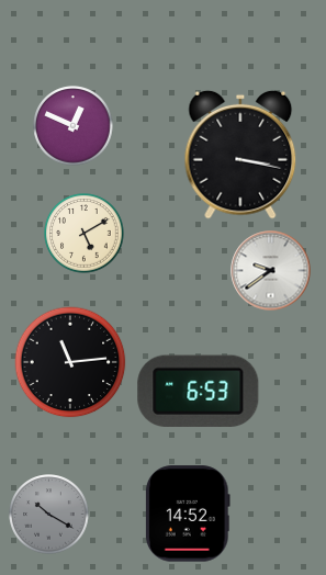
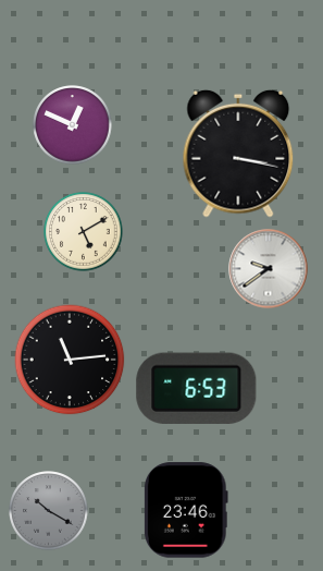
clock at (188, 514): 14:52 -> 23:46
